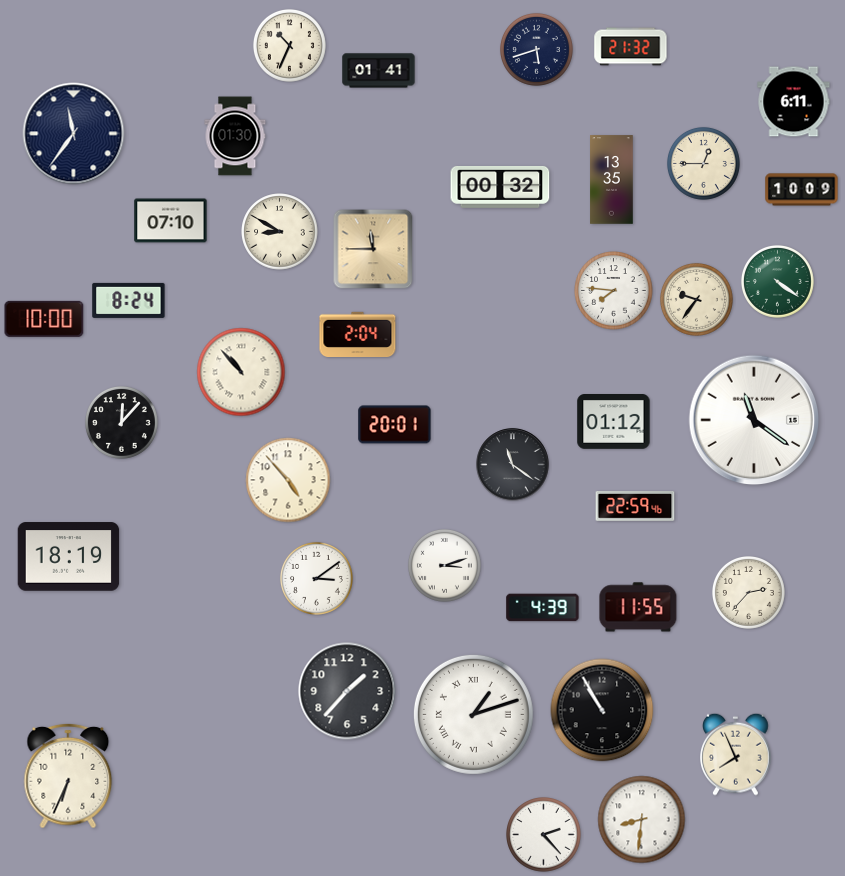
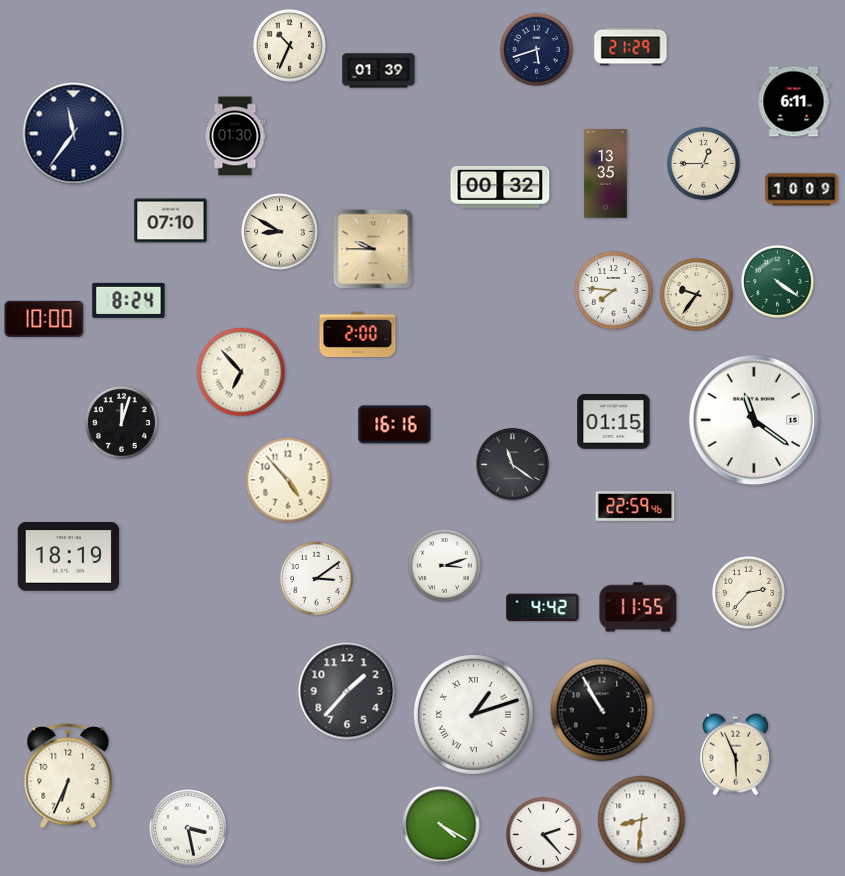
clock at (631, 47): 21:32 -> 21:29
clock at (379, 71): 01:41 -> 01:39
clock at (612, 180) position: (612, 180) -> (606, 174)
clock at (373, 249): 11:45 -> 9:45
clock at (696, 299) position: (696, 299) -> (696, 294)
clock at (358, 334): 2:04 -> 2:00
clock at (241, 372): 10:53 -> 6:53
clock at (121, 422): 12:07 -> 12:03
clock at (614, 422): 01:12 -> 01:15
clock at (395, 425): 20:01 -> 16:16
clock at (543, 608): 4:39 -> 4:42
clock at (736, 754): 7:56 -> 5:56
clock at (441, 825): none -> 4:20
clock at (188, 828): none -> 3:28
